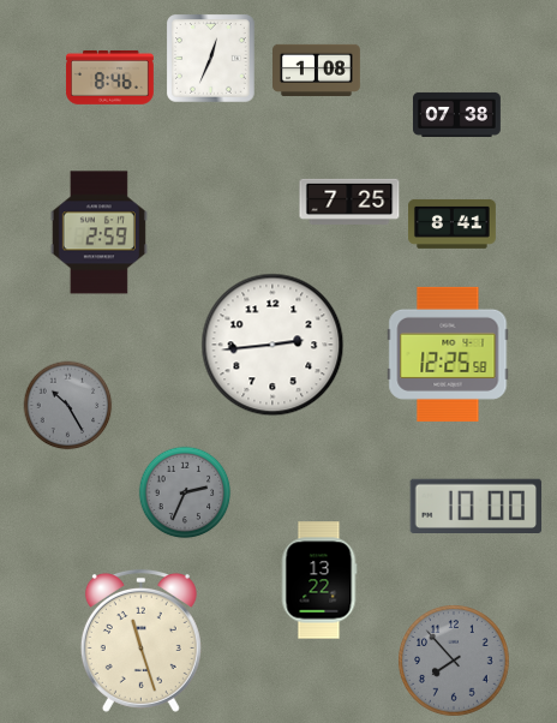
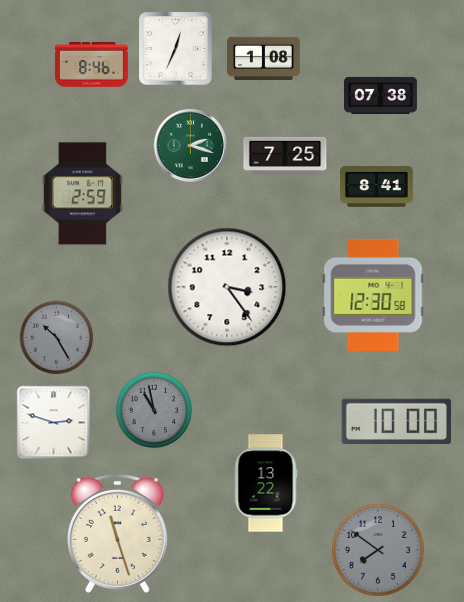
clock at (190, 145): none -> 2:18
clock at (349, 202) position: (349, 202) -> (285, 156)
clock at (272, 345): 2:44 -> 3:24
clock at (448, 354): 12:25 -> 12:30
clock at (185, 492): 2:34 -> 10:58
clock at (54, 423): none -> 2:48
clock at (454, 661): 7:53 -> 7:51
